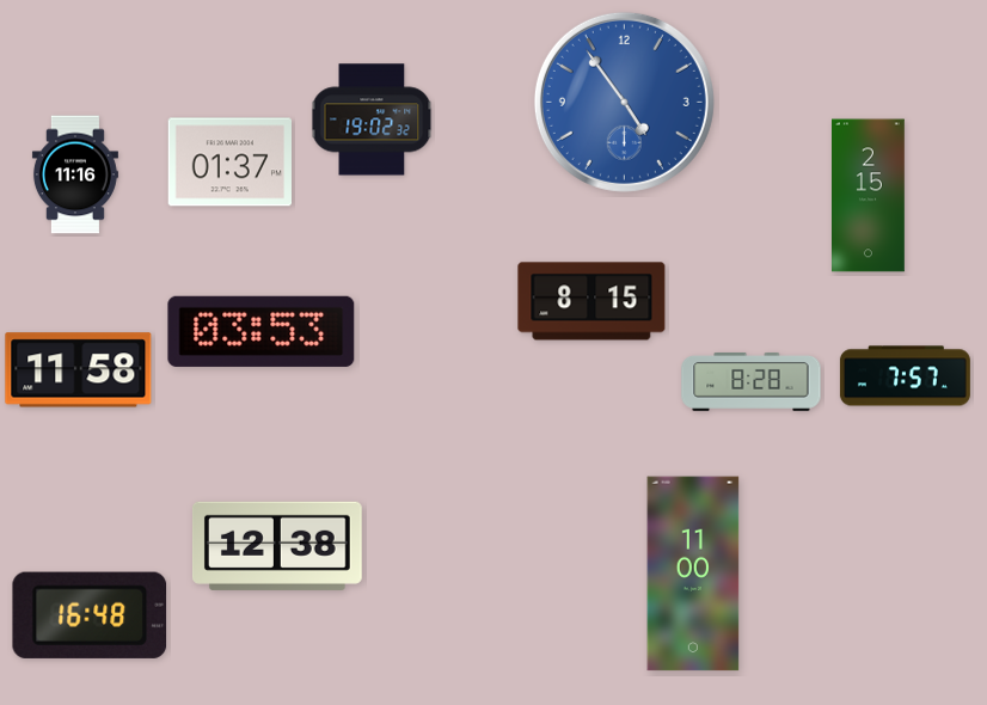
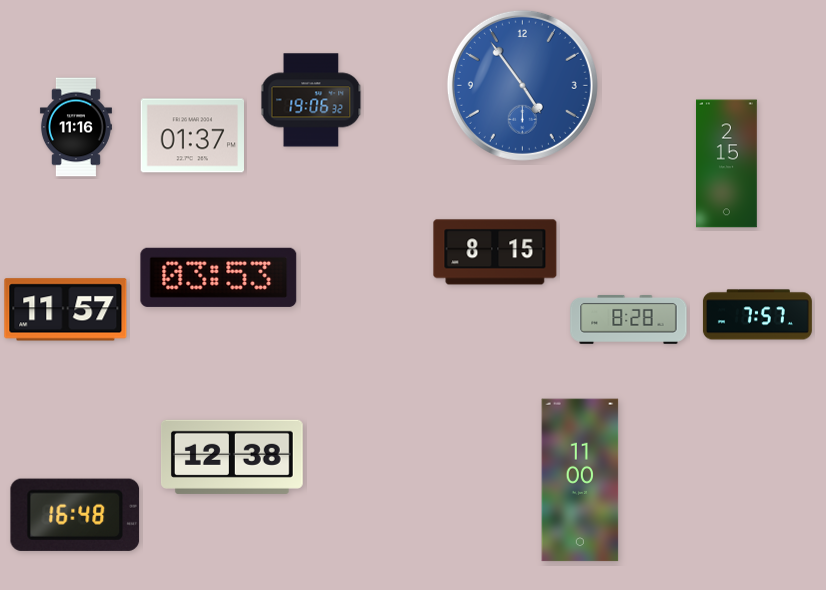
clock at (372, 119): 19:02 -> 19:06
clock at (75, 174) position: (75, 174) -> (76, 127)
clock at (79, 370): 11:58 -> 11:57
